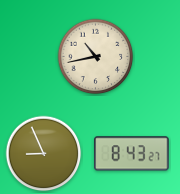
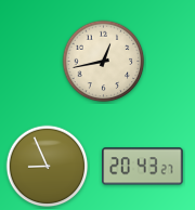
clock at (96, 57): 10:43 -> 12:43
clock at (132, 154): 8:43 -> 20:43
